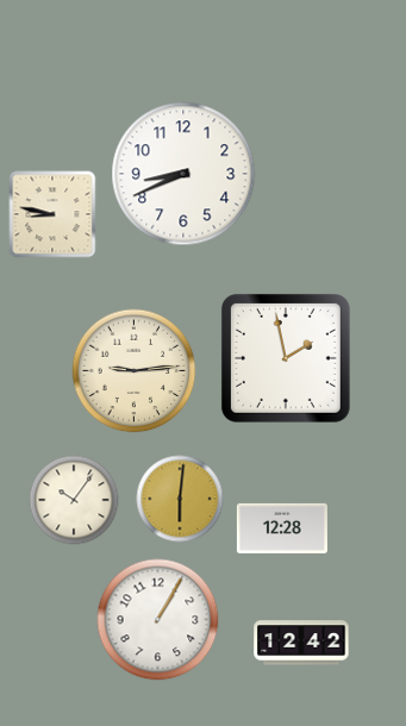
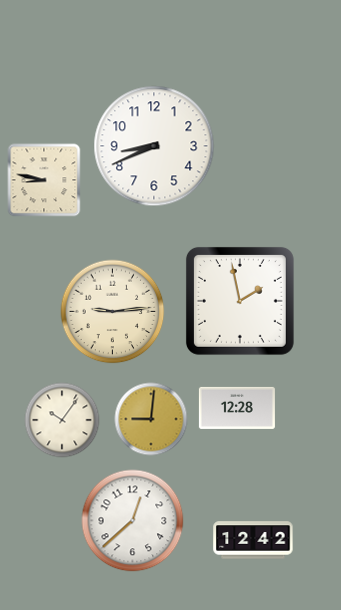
clock at (180, 499): 6:01 -> 9:01
clock at (282, 528) position: (282, 528) -> (237, 408)
clock at (158, 620): 1:05 -> 12:38
